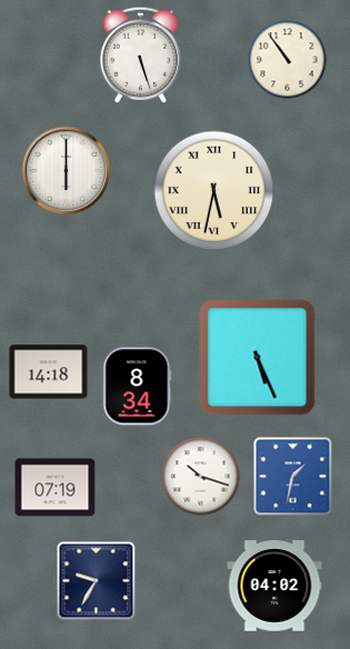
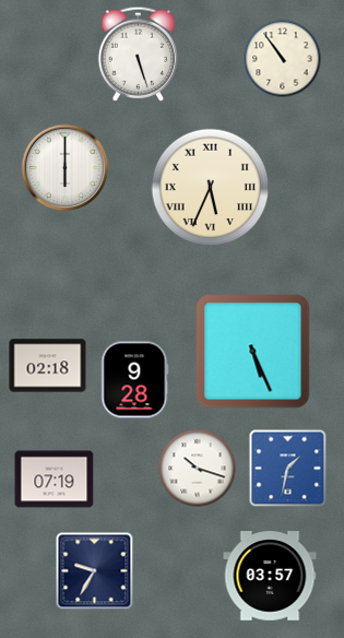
clock at (214, 191): 5:32 -> 5:34
clock at (49, 372): 14:18 -> 02:18
clock at (138, 387): 8:34 -> 9:28
clock at (274, 586): 04:02 -> 03:57
